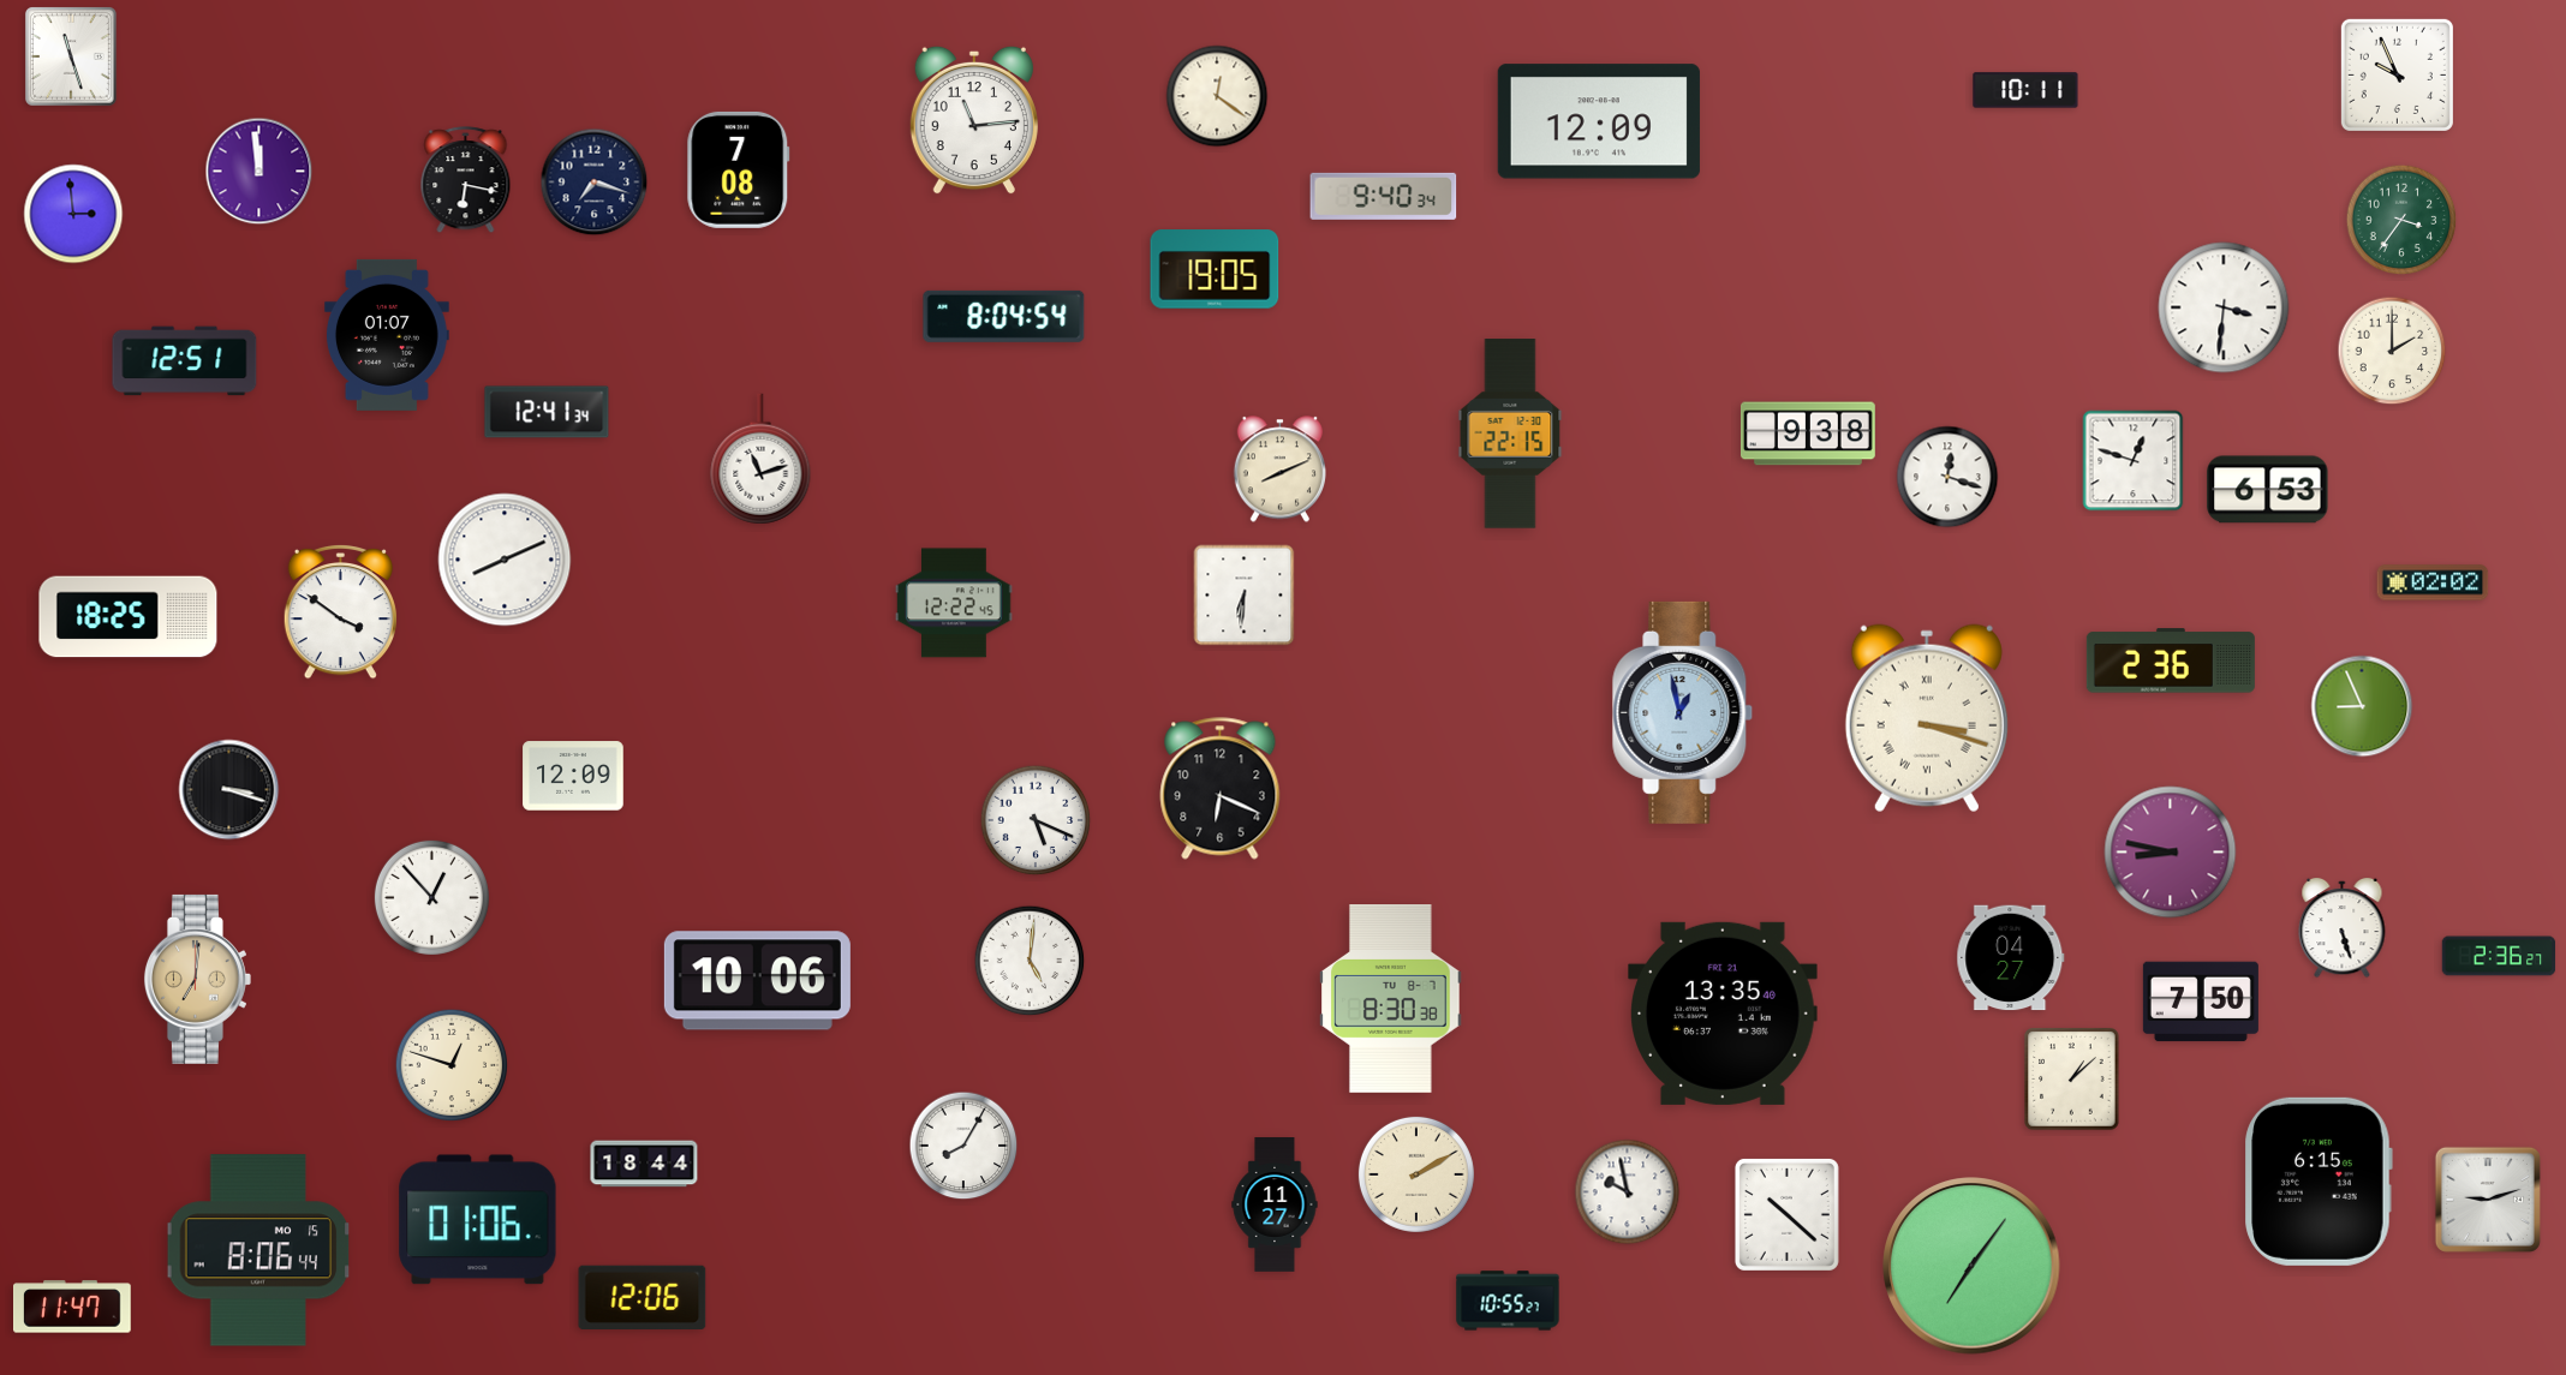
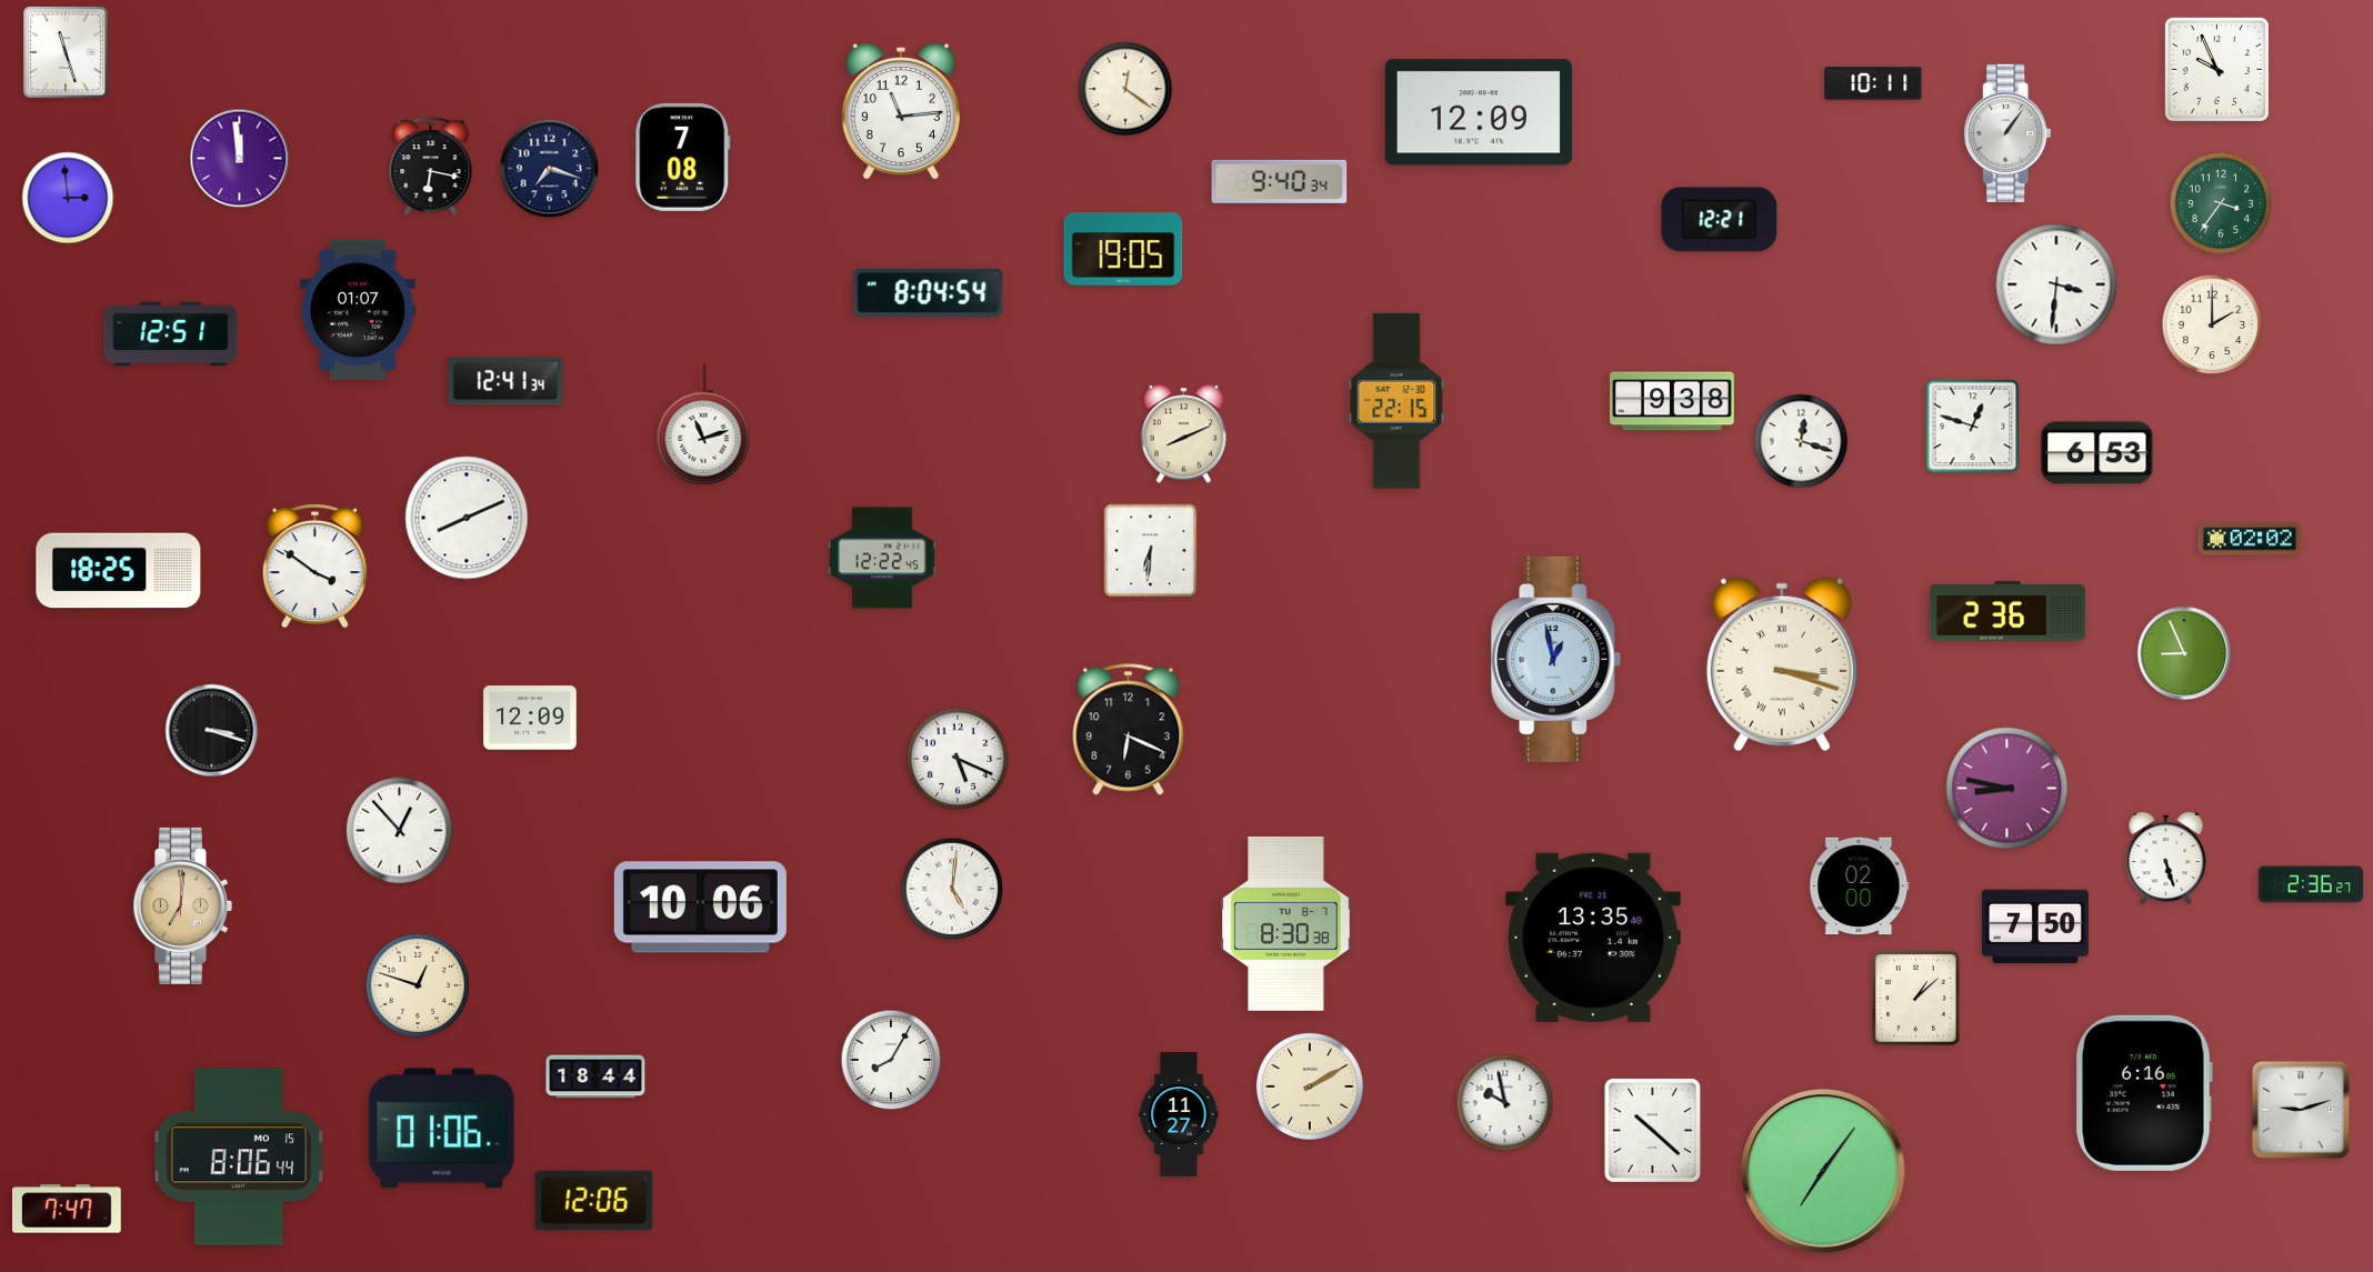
clock at (2007, 133): none -> 1:06
clock at (1720, 220): none -> 12:21
clock at (2011, 958): 04:27 -> 02:00
clock at (2319, 1182): 6:15 -> 6:16
clock at (1786, 1214) position: (1786, 1214) -> (1652, 1130)
clock at (1508, 1301): 10:55 -> none
clock at (73, 1307): 11:47 -> 7:47
